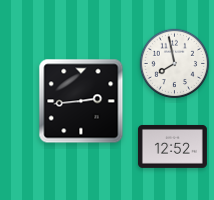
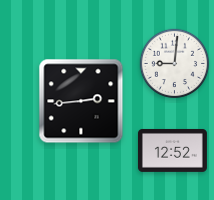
clock at (175, 64): 7:58 -> 9:01
clock at (172, 146) position: (172, 146) -> (172, 150)
